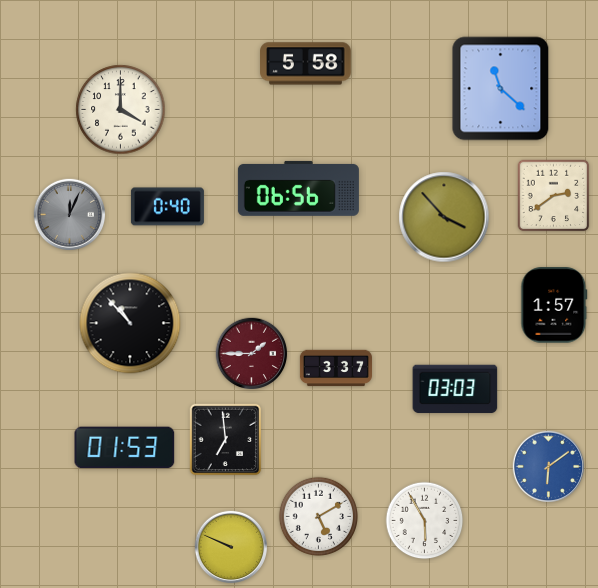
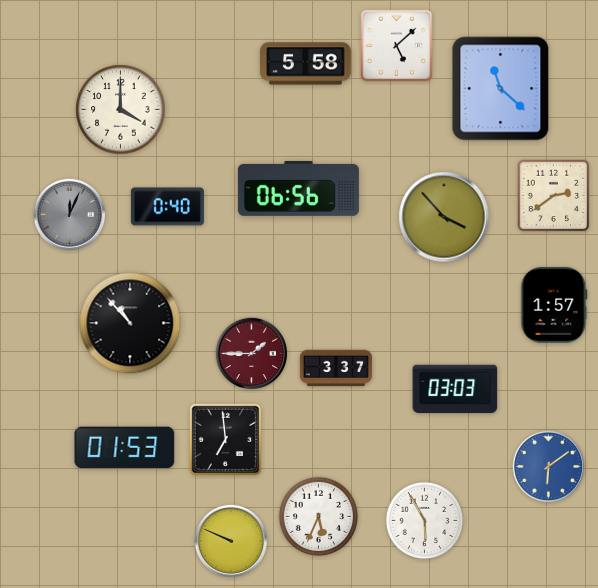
clock at (397, 46): none -> 5:08
clock at (318, 516): 5:10 -> 5:34
clock at (230, 546) position: (230, 546) -> (230, 540)
